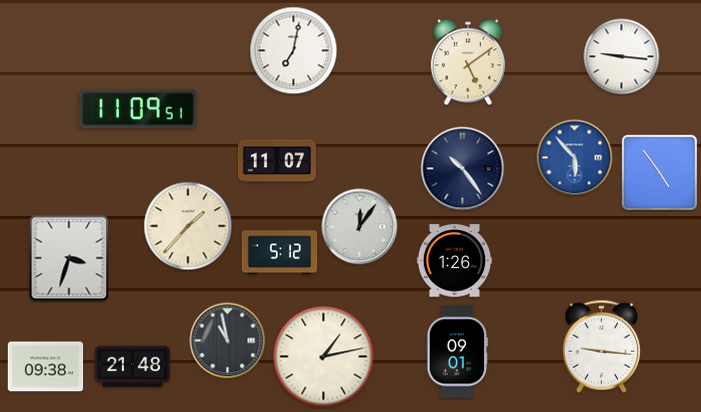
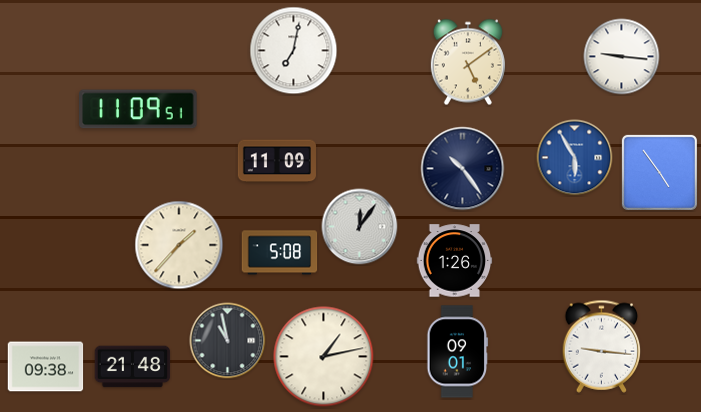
clock at (575, 158): 5:53 -> 5:55
clock at (277, 161): 11:07 -> 11:09
clock at (188, 226) position: (188, 226) -> (179, 245)
clock at (280, 253): 5:12 -> 5:08
clock at (69, 258): 3:33 -> none
